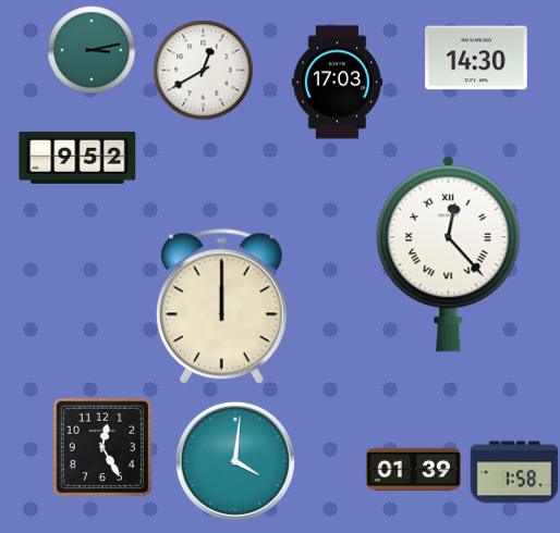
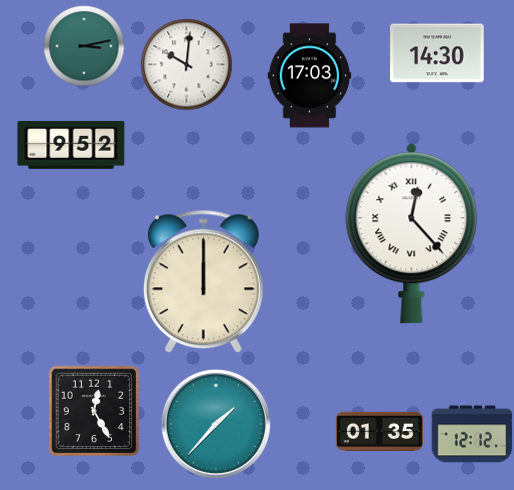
clock at (204, 71): 12:40 -> 10:01
clock at (235, 461): 4:01 -> 1:37
clock at (413, 469): 01:39 -> 01:35
clock at (514, 472): 1:58 -> 12:12
